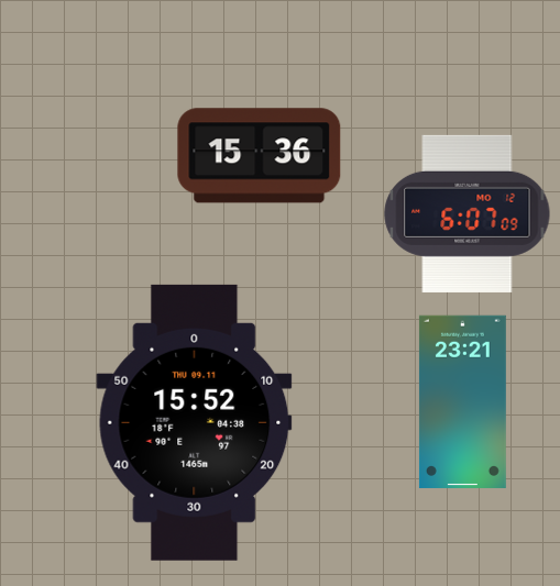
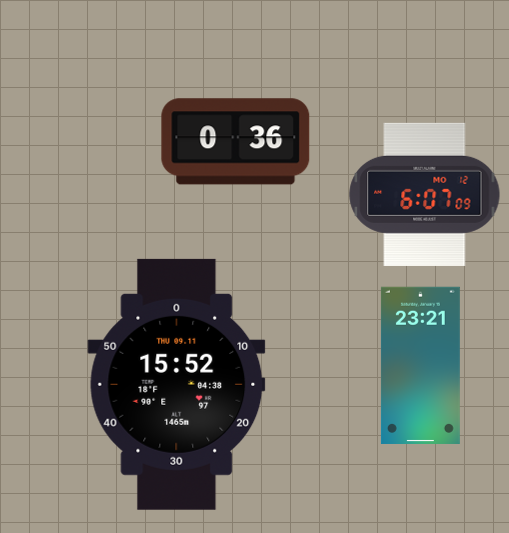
clock at (260, 156): 15:36 -> 0:36
